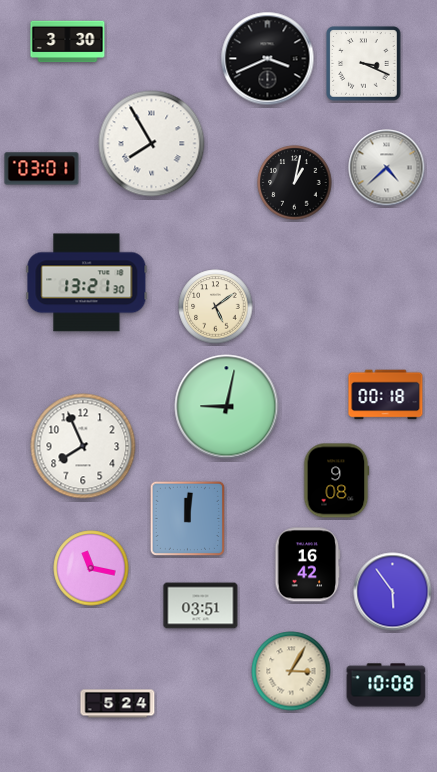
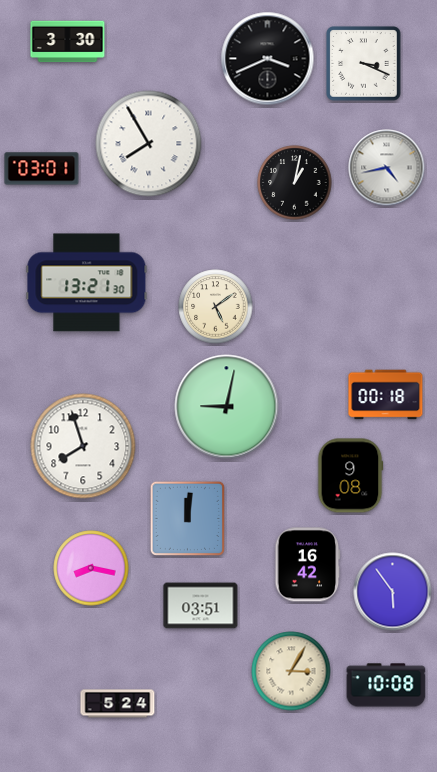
clock at (152, 144) position: (152, 144) -> (149, 144)
clock at (387, 168): 4:38 -> 4:43
clock at (83, 446): 7:56 -> 7:57
clock at (336, 481) position: (336, 481) -> (350, 476)
clock at (91, 568): 11:17 -> 8:17
